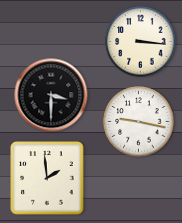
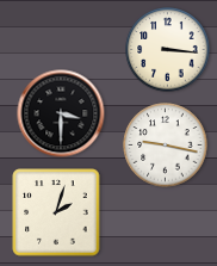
clock at (47, 178): 1:59 -> 2:03
